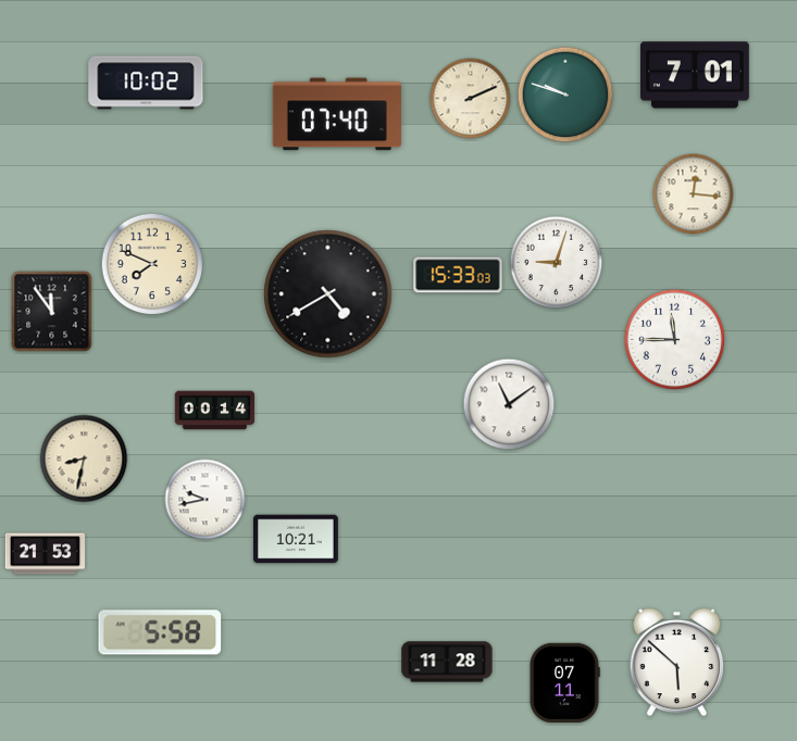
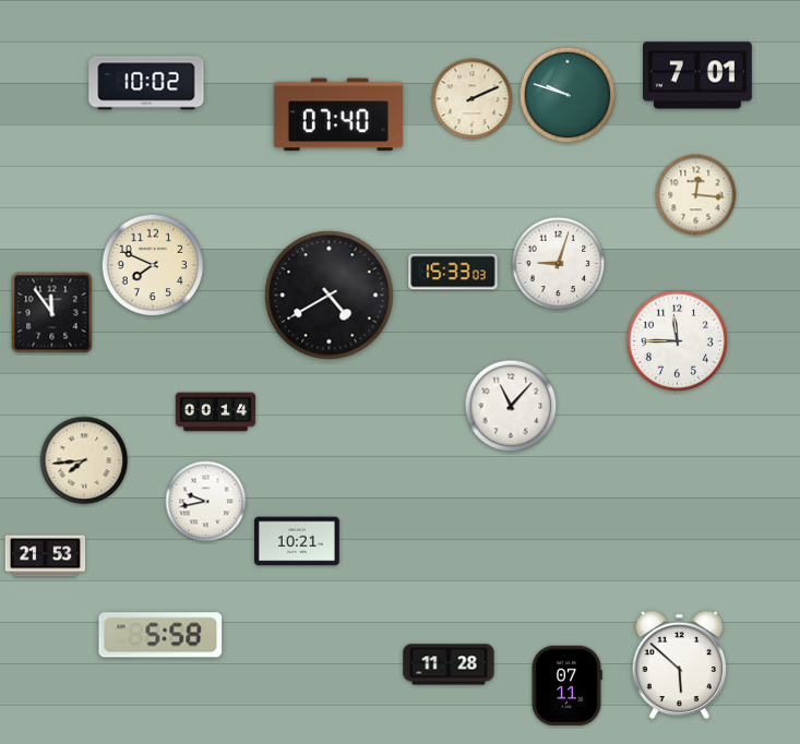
clock at (458, 275) position: (458, 275) -> (453, 272)
clock at (509, 404): 11:09 -> 11:07
clock at (84, 459): 8:32 -> 7:44
